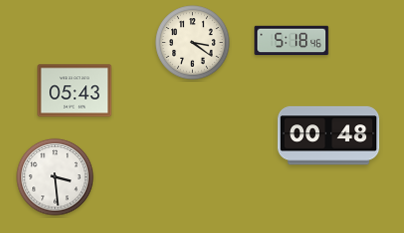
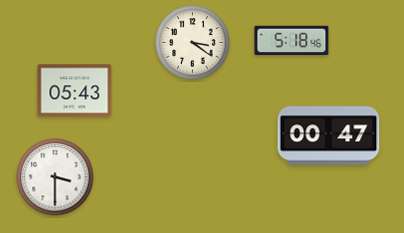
clock at (329, 136): 00:48 -> 00:47
clock at (55, 177): 3:29 -> 3:30
